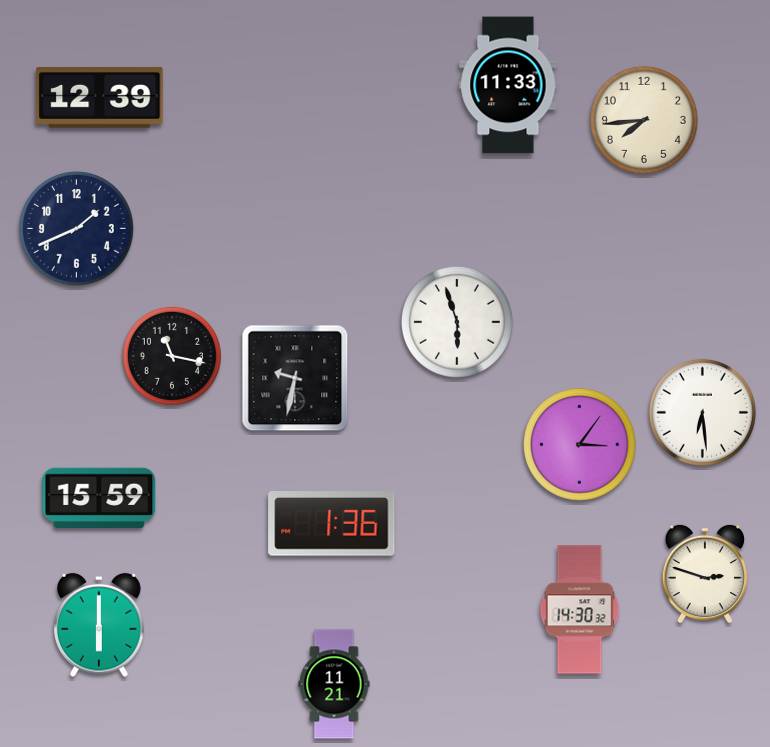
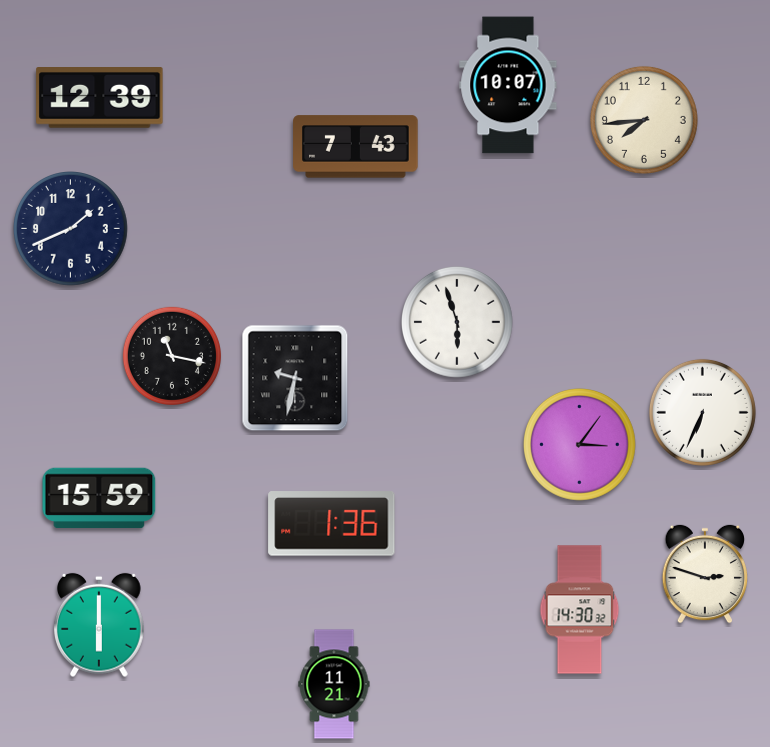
clock at (508, 85): 11:33 -> 10:07
clock at (356, 147): none -> 7:43
clock at (77, 229) position: (77, 229) -> (71, 229)
clock at (702, 412): 6:29 -> 6:34
